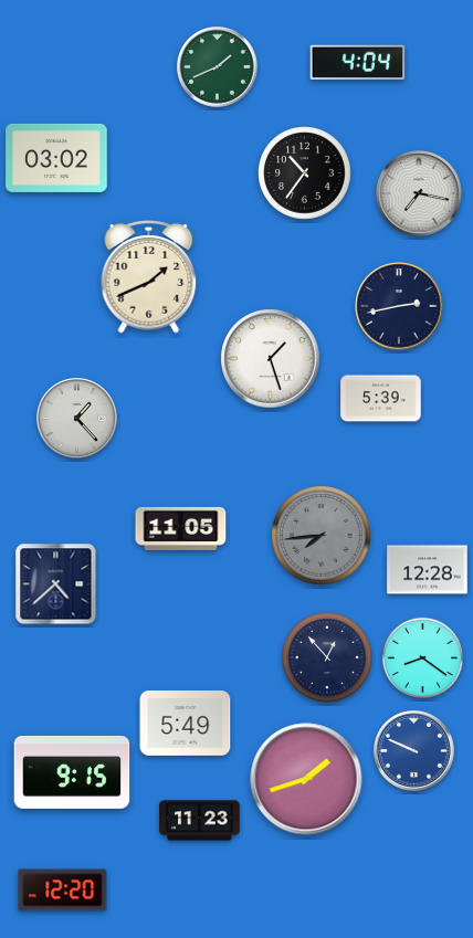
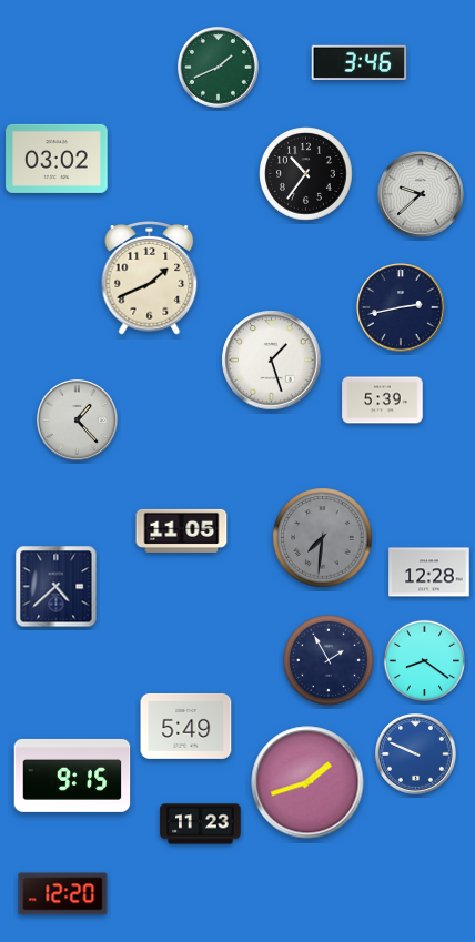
clock at (358, 63): 4:04 -> 3:46
clock at (419, 193): 7:17 -> 9:38
clock at (322, 536): 7:44 -> 7:31
clock at (327, 657): 12:53 -> 1:55
